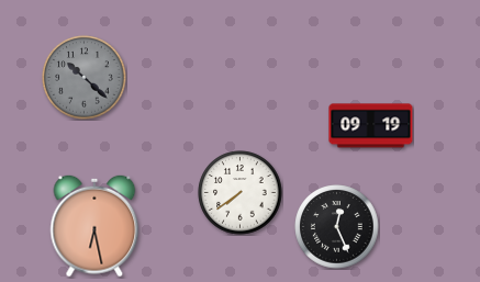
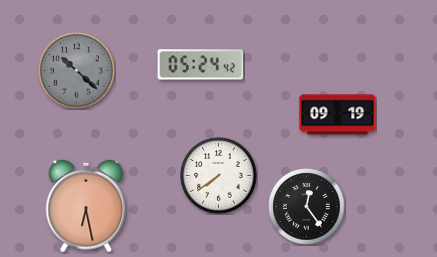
clock at (201, 65): none -> 05:24
clock at (337, 227): 12:26 -> 12:24
